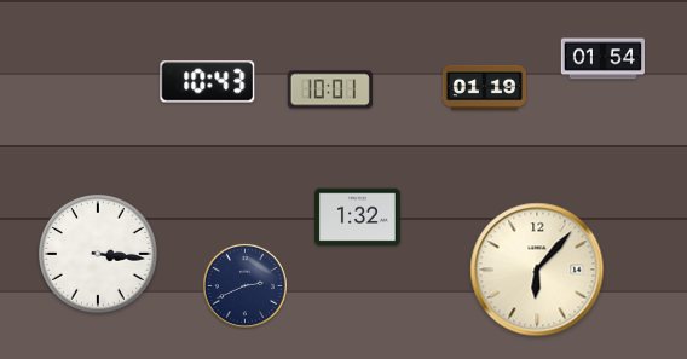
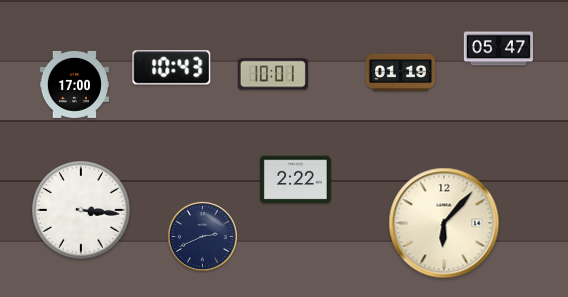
clock at (602, 59): 01:54 -> 05:47
clock at (75, 84): none -> 17:00
clock at (357, 218): 1:32 -> 2:22
